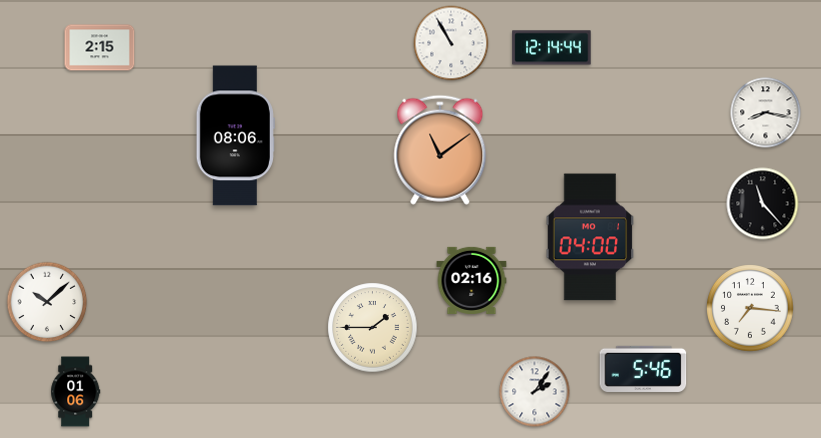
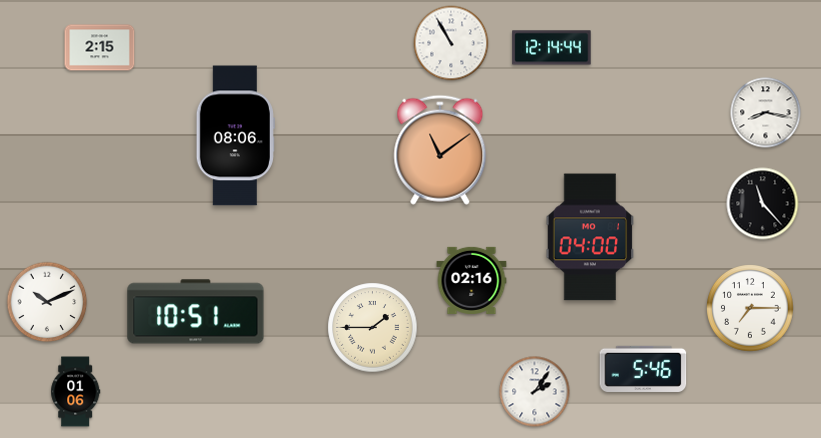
clock at (47, 302): 10:08 -> 10:11
clock at (751, 309): 7:16 -> 7:15
clock at (196, 312): none -> 10:51
